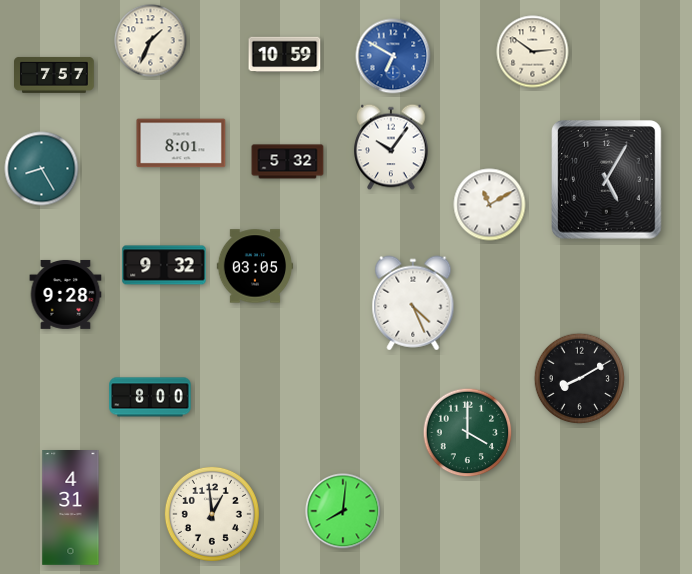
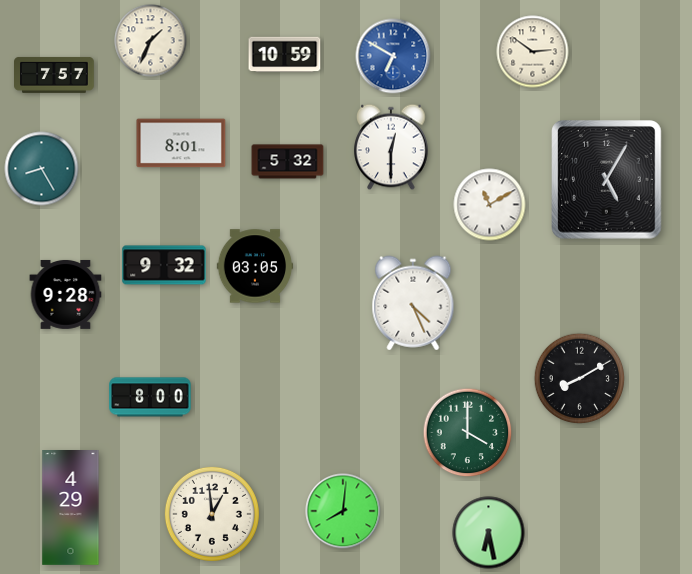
clock at (391, 147): 10:06 -> 12:30
clock at (71, 508): 4:31 -> 4:29
clock at (489, 533): none -> 6:28
